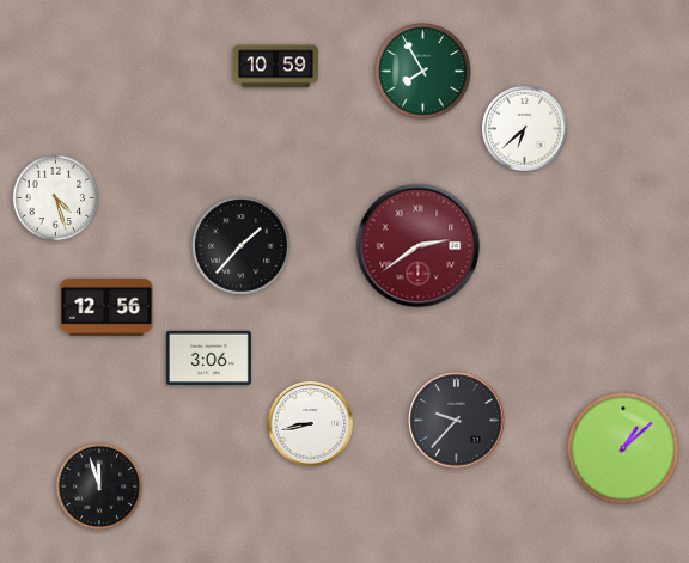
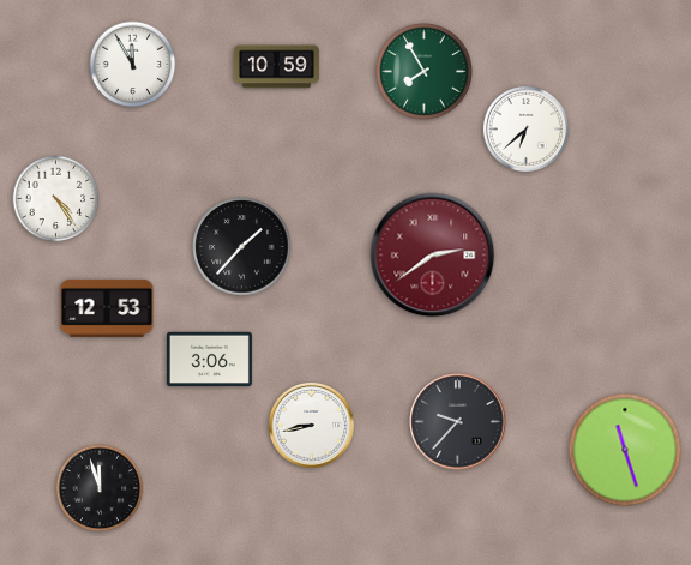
clock at (133, 65): none -> 11:55
clock at (56, 198): 4:27 -> 4:24
clock at (419, 246) position: (419, 246) -> (433, 256)
clock at (106, 307): 12:56 -> 12:53
clock at (623, 448): 1:08 -> 11:27
